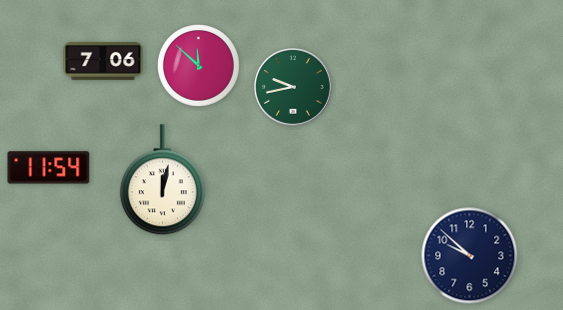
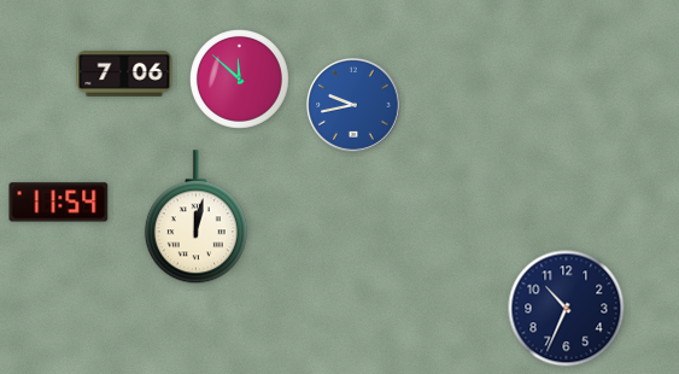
clock at (294, 88) dial: green -> blue
clock at (470, 256): 9:52 -> 10:34
